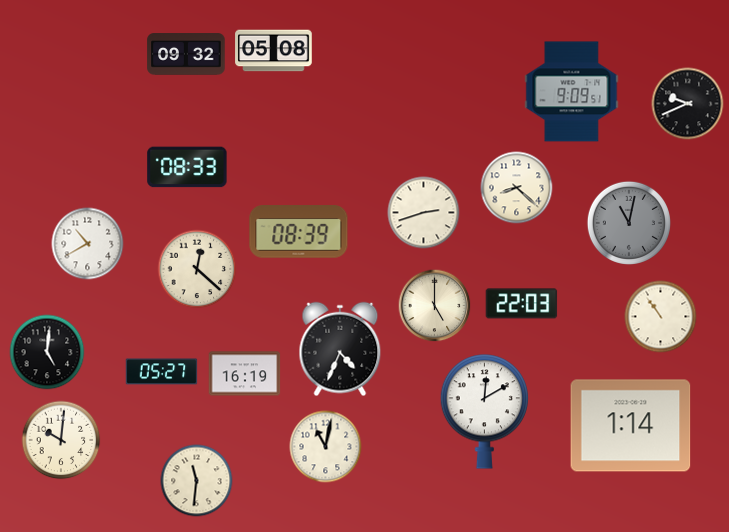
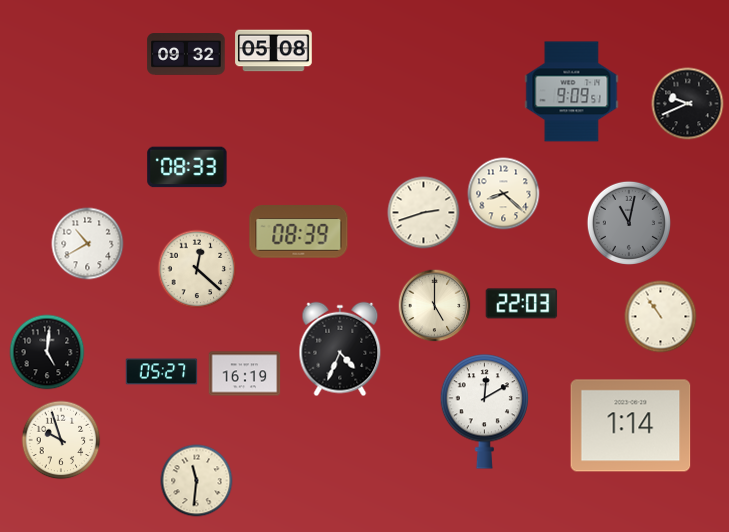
clock at (517, 188) position: (517, 188) -> (504, 194)
clock at (61, 440): 10:01 -> 9:57
clock at (326, 447): 11:02 -> none
